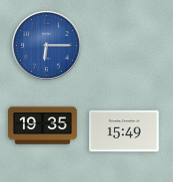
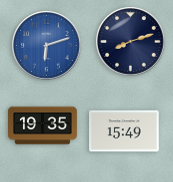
clock at (131, 42): none -> 8:12
clock at (47, 46): 6:15 -> 6:12
